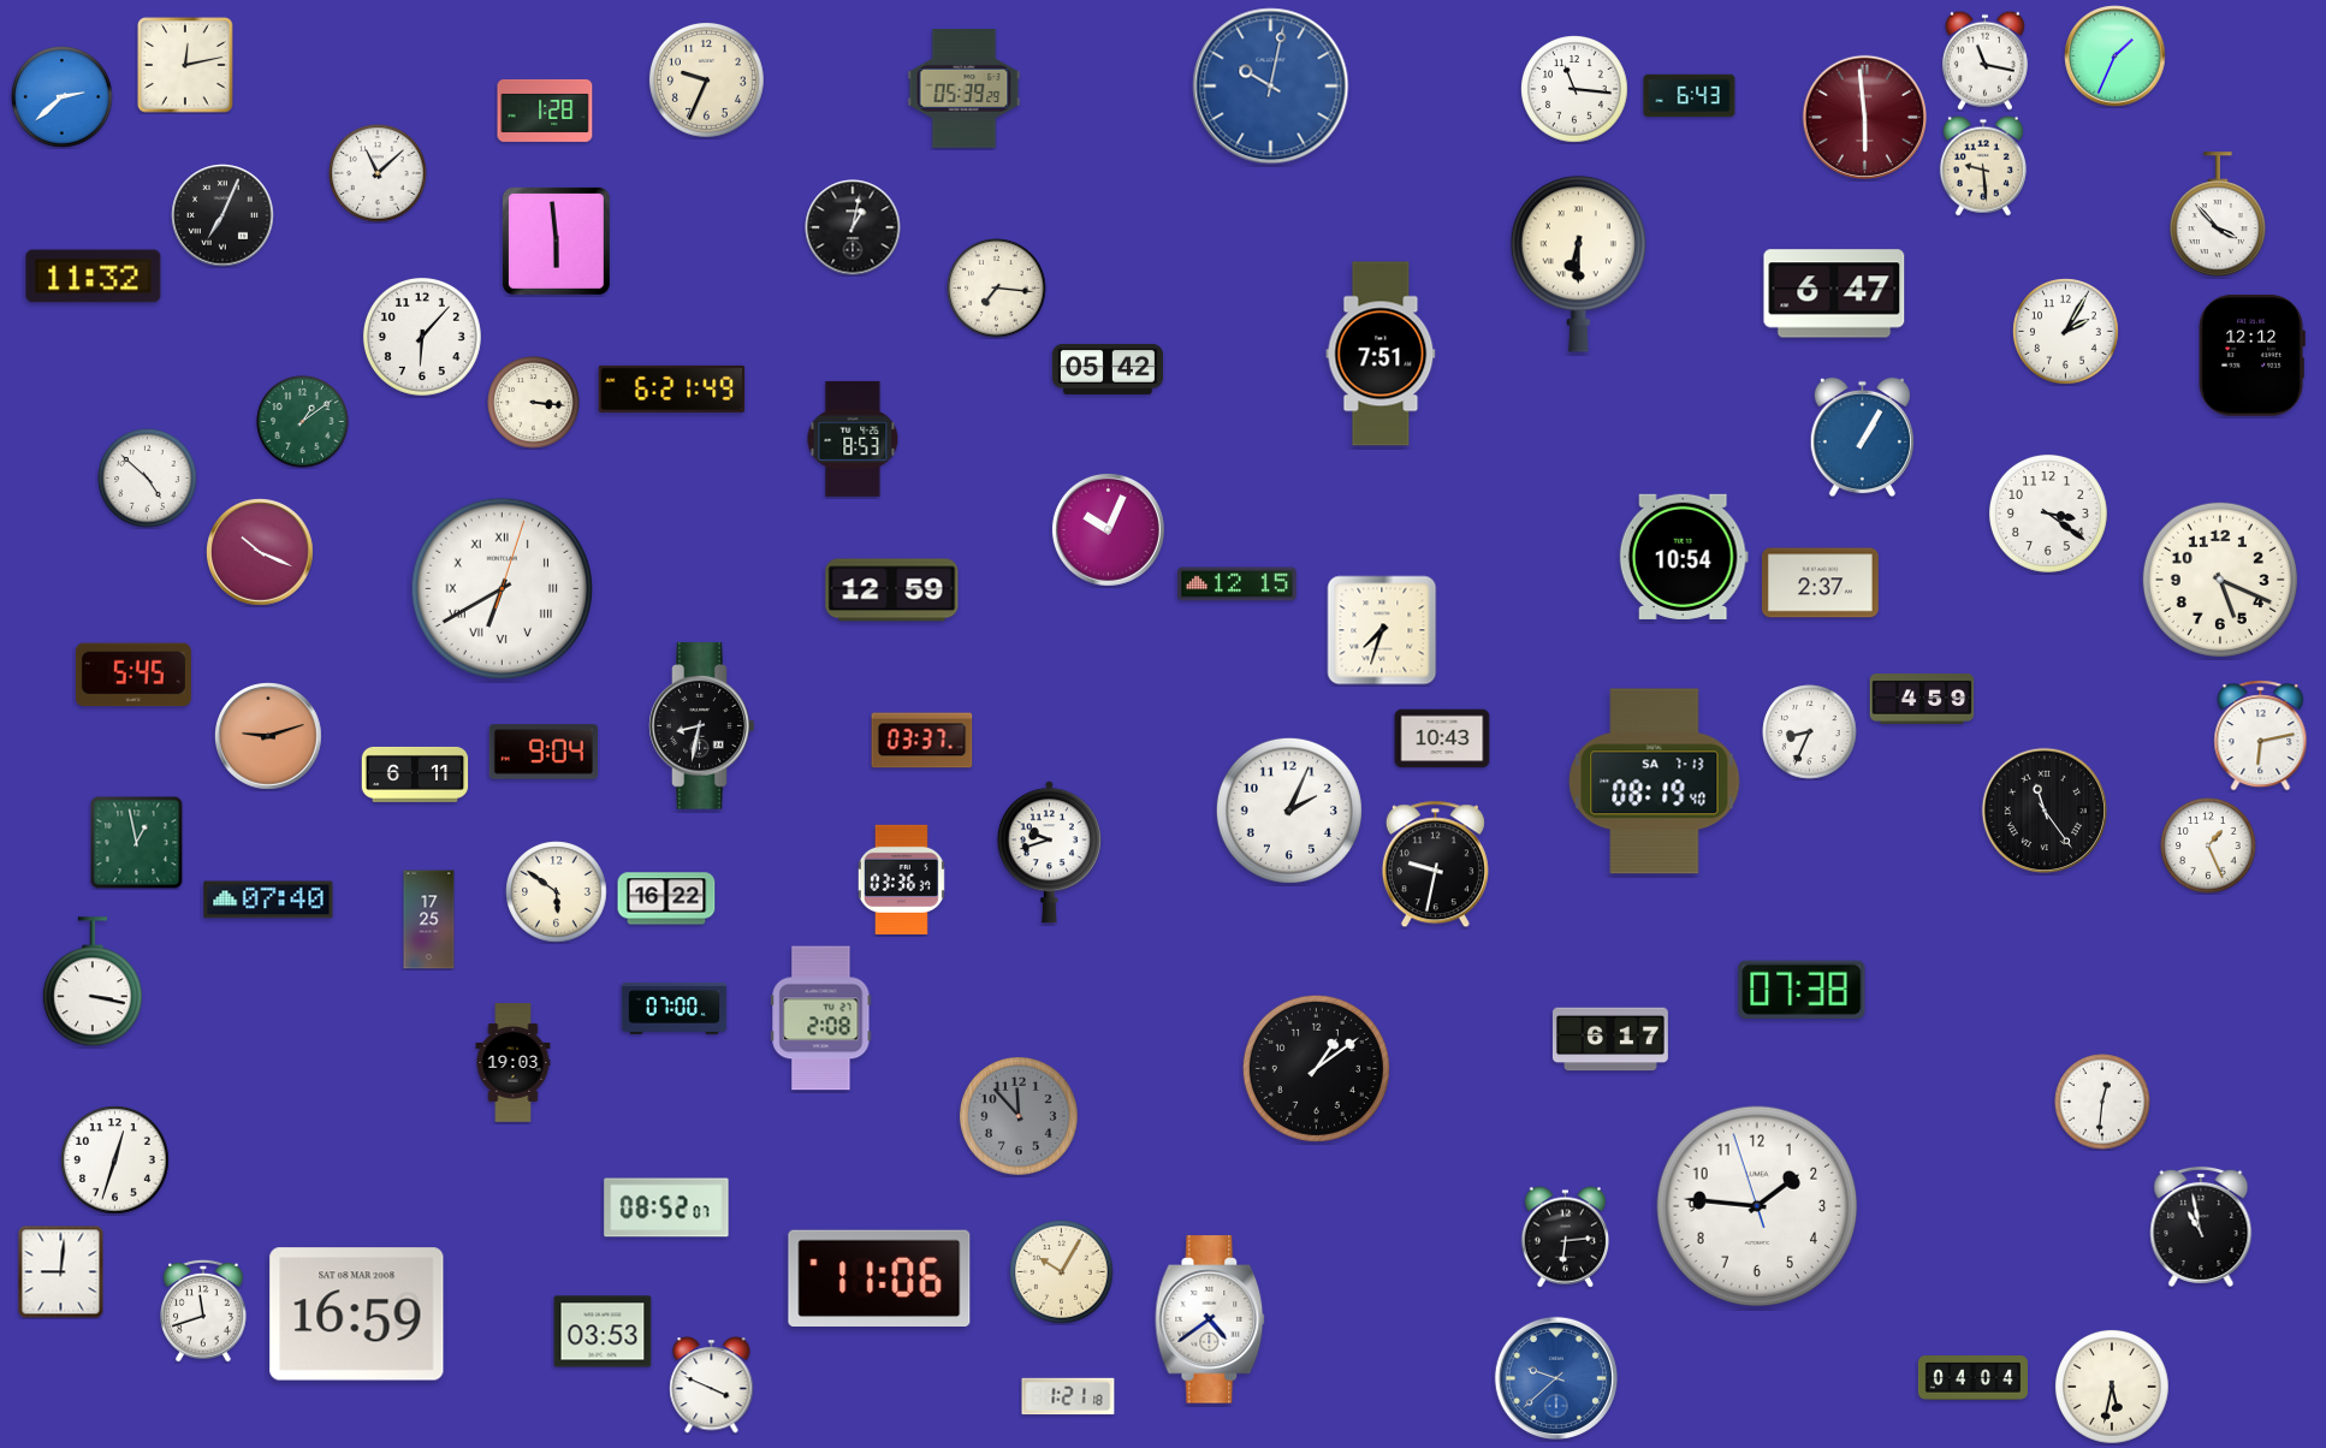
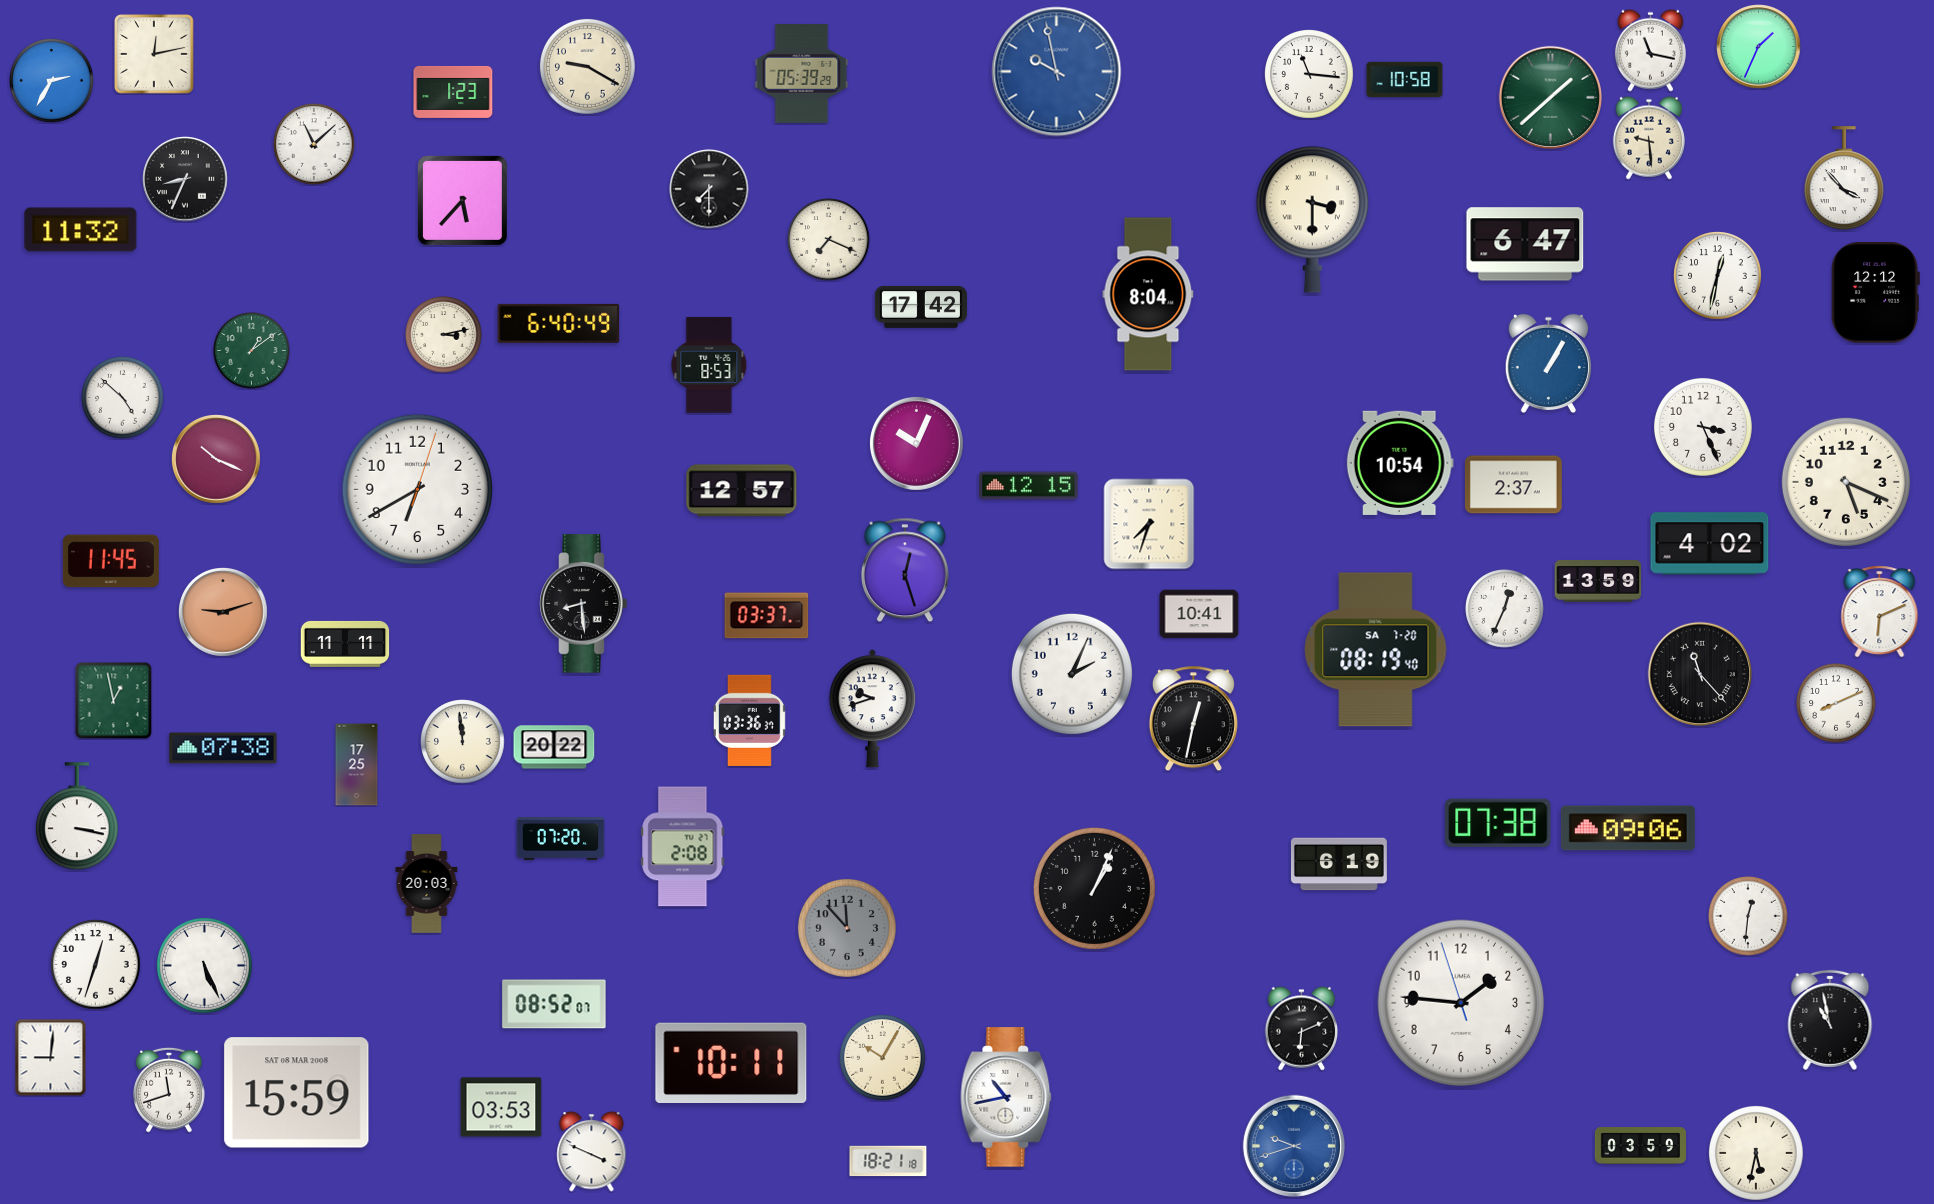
clock at (706, 79): 9:34 -> 9:20
clock at (1271, 87): 10:02 -> 9:58
clock at (1690, 96): 6:43 -> 10:58
clock at (63, 97): 2:38 -> 2:35
clock at (545, 111): 1:28 -> 1:23
clock at (1864, 117): 5:59 -> 1:38
clock at (1864, 117) dial: burgundy -> green
clock at (222, 215): 7:04 -> 8:34
clock at (853, 227): 1:02 -> 7:30
clock at (556, 241): 5:59 -> 5:37
clock at (1578, 265): 6:30 -> 3:30
clock at (94, 277) position: (94, 277) -> (81, 230)
clock at (997, 289): 7:16 -> 7:19
clock at (2066, 332): 2:05 -> 12:32
clock at (422, 337): 6:07 -> none
clock at (1381, 354): 7:51 -> 8:04
clock at (2251, 356) position: (2251, 356) -> (1875, 293)
clock at (1108, 369): 05:42 -> 17:42
clock at (672, 388): 6:21 -> 6:40
clock at (534, 403): 3:16 -> 3:13
clock at (2048, 514): 3:21 -> 3:26
clock at (1108, 529) position: (1108, 529) -> (916, 443)
clock at (502, 588) numerals: Roman -> Arabic
clock at (892, 591): 12:59 -> 12:57
clock at (1710, 544): none -> 4:02
clock at (133, 675): 5:45 -> 11:45
clock at (905, 570): none -> 12:27
clock at (1922, 699): 4:59 -> 13:59
clock at (702, 726): 8:32 -> 8:29
clock at (1810, 732): 8:34 -> 12:34
clock at (2261, 736): 6:13 -> 6:11
clock at (1442, 738): 10:43 -> 10:41
clock at (544, 752): 9:04 -> none
clock at (415, 775): 6:11 -> 11:11
clock at (1655, 782) date: SA 7-13 -> SA 7-20
clock at (2043, 809): 11:24 -> 11:23
clock at (2208, 845): 1:26 -> 8:11
clock at (1435, 865): 9:32 -> 12:32
clock at (901, 879) position: (901, 879) -> (749, 720)
clock at (557, 892): 5:51 -> 11:59
clock at (666, 898): 16:22 -> 20:22
clock at (268, 900): 07:40 -> 07:38
clock at (1628, 828): none -> 09:06
clock at (675, 1008): 07:00 -> 07:20
clock at (1610, 1039): 6:17 -> 6:19
clock at (514, 1063): 19:03 -> 20:03
clock at (1316, 1068): 1:09 -> 1:04
clock at (204, 965): none -> 5:26
clock at (1566, 1238): 6:14 -> 6:11
clock at (879, 1277): 11:06 -> 10:11
clock at (357, 1315): 16:59 -> 15:59
clock at (1210, 1319): 4:39 -> 10:43
clock at (1556, 1378): 9:38 -> 9:42
clock at (1972, 1378): 04:04 -> 03:59
clock at (1068, 1396): 1:21 -> 18:21
